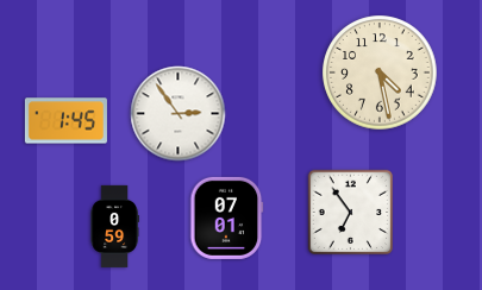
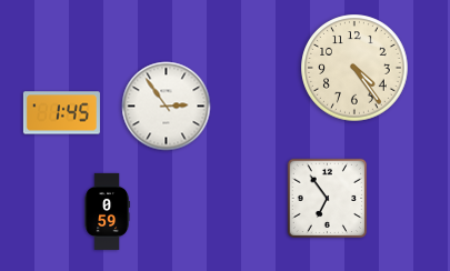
clock at (380, 72): 4:28 -> 4:24
clock at (227, 218): 07:01 -> none
